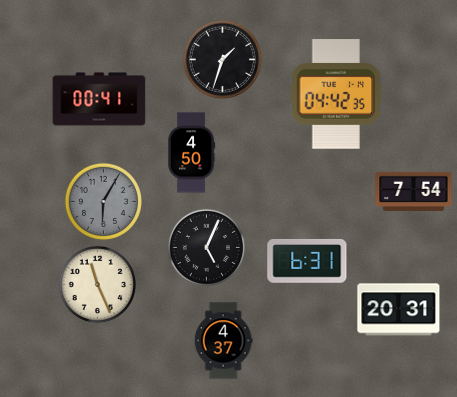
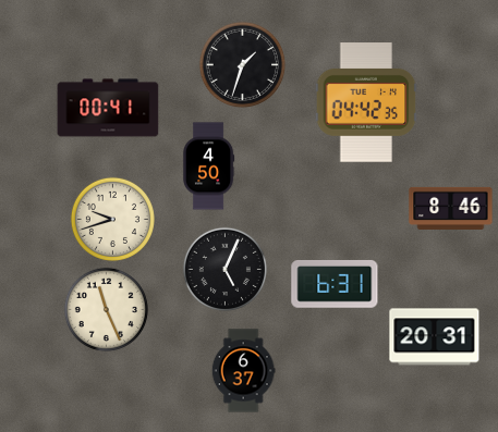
clock at (414, 191): 7:54 -> 8:46
clock at (103, 201): 6:05 -> 9:42
clock at (103, 201) dial: grey -> cream
clock at (223, 341): 4:37 -> 6:37
